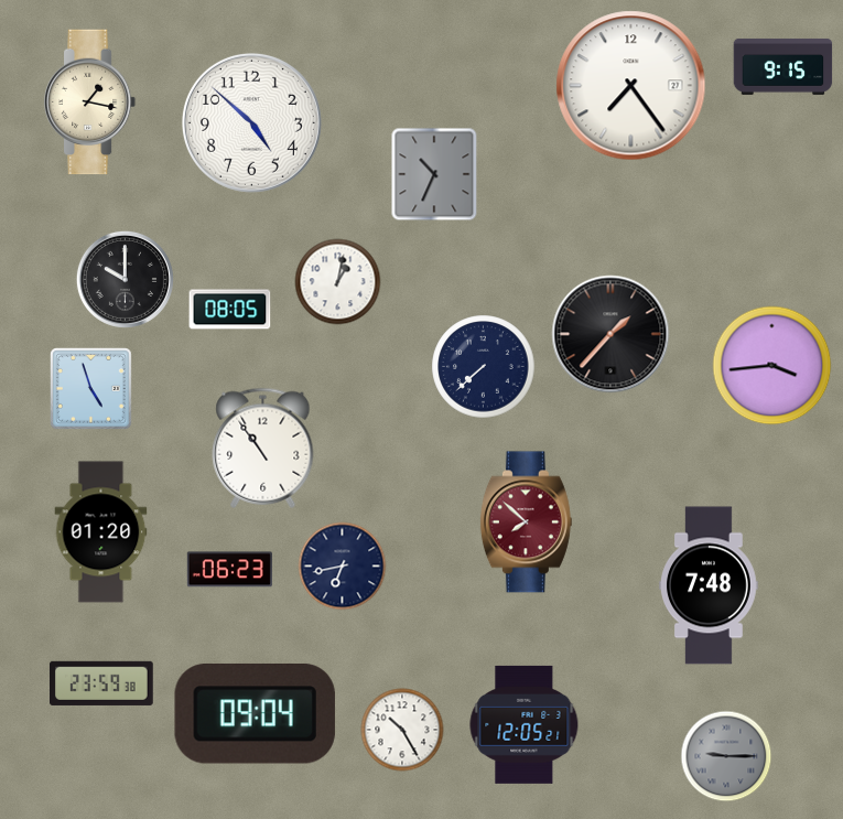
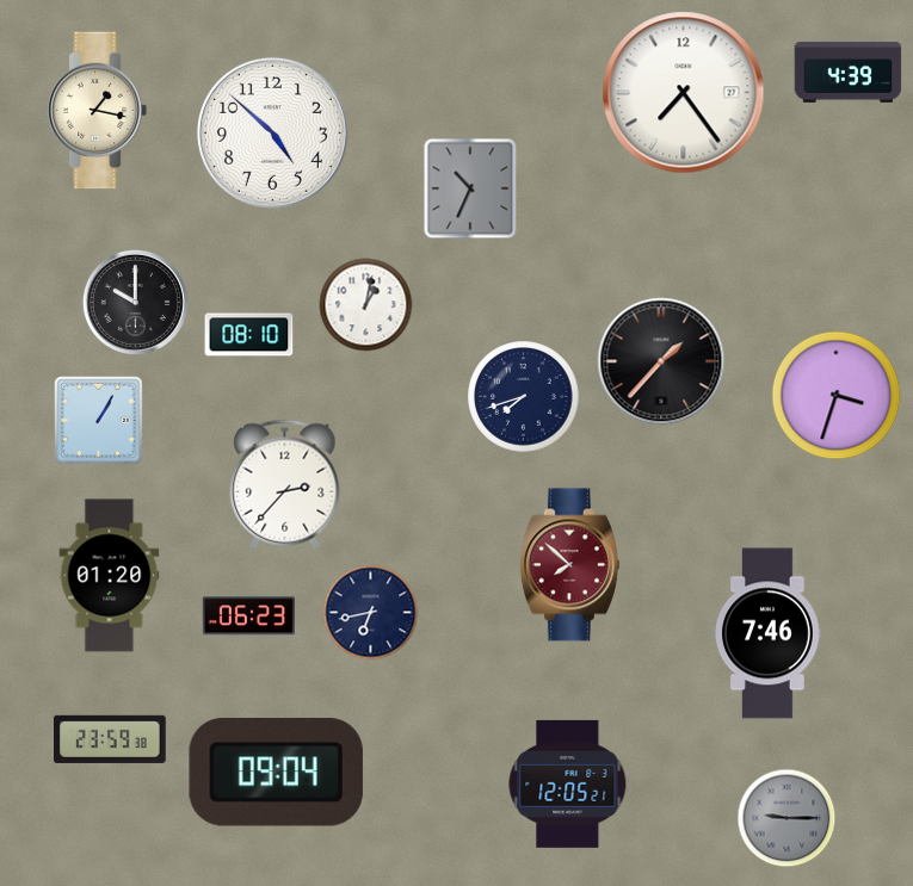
clock at (783, 66): 9:15 -> 4:39
clock at (230, 310): 08:05 -> 08:10
clock at (772, 366): 3:44 -> 3:33
clock at (484, 367): 7:38 -> 7:42
clock at (91, 389): 4:57 -> 1:05
clock at (263, 448): 10:54 -> 2:37
clock at (710, 585): 7:48 -> 7:46
clock at (402, 730): 10:25 -> none
